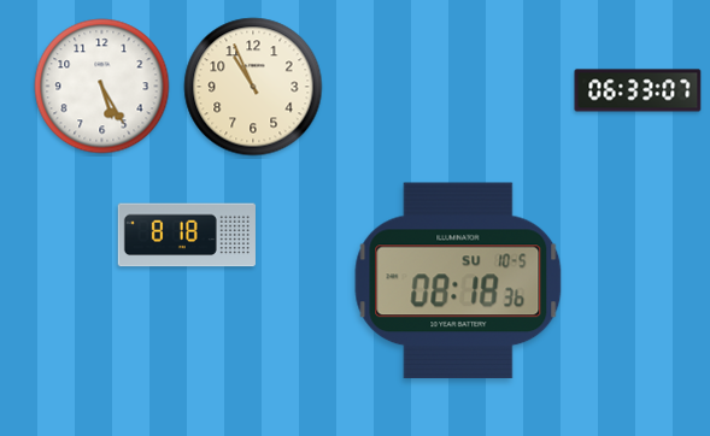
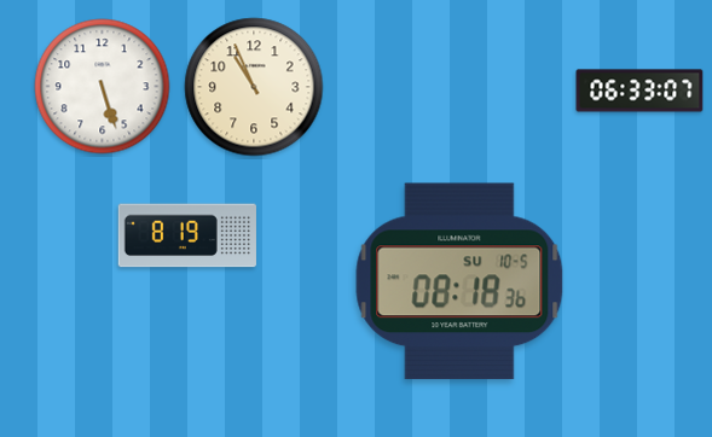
clock at (102, 87): 5:25 -> 5:27
clock at (187, 235): 8:18 -> 8:19
